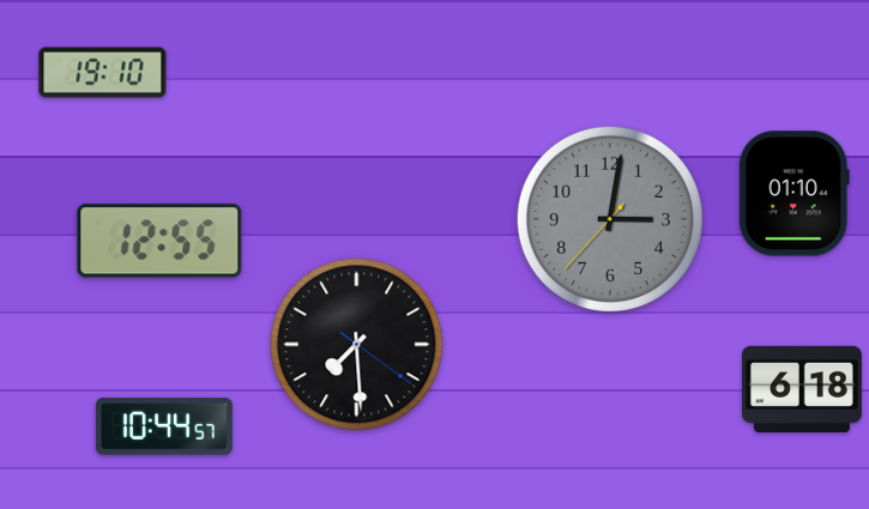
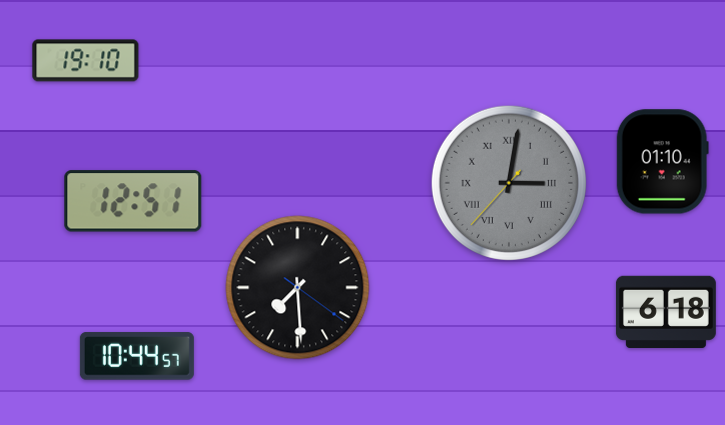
clock at (610, 219) numerals: Arabic -> Roman
clock at (159, 241): 12:55 -> 12:51
clock at (802, 388) position: (802, 388) -> (666, 311)
